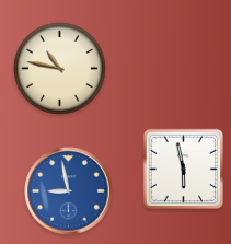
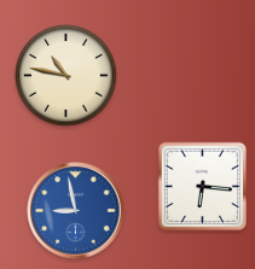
clock at (184, 169): 5:58 -> 6:16
